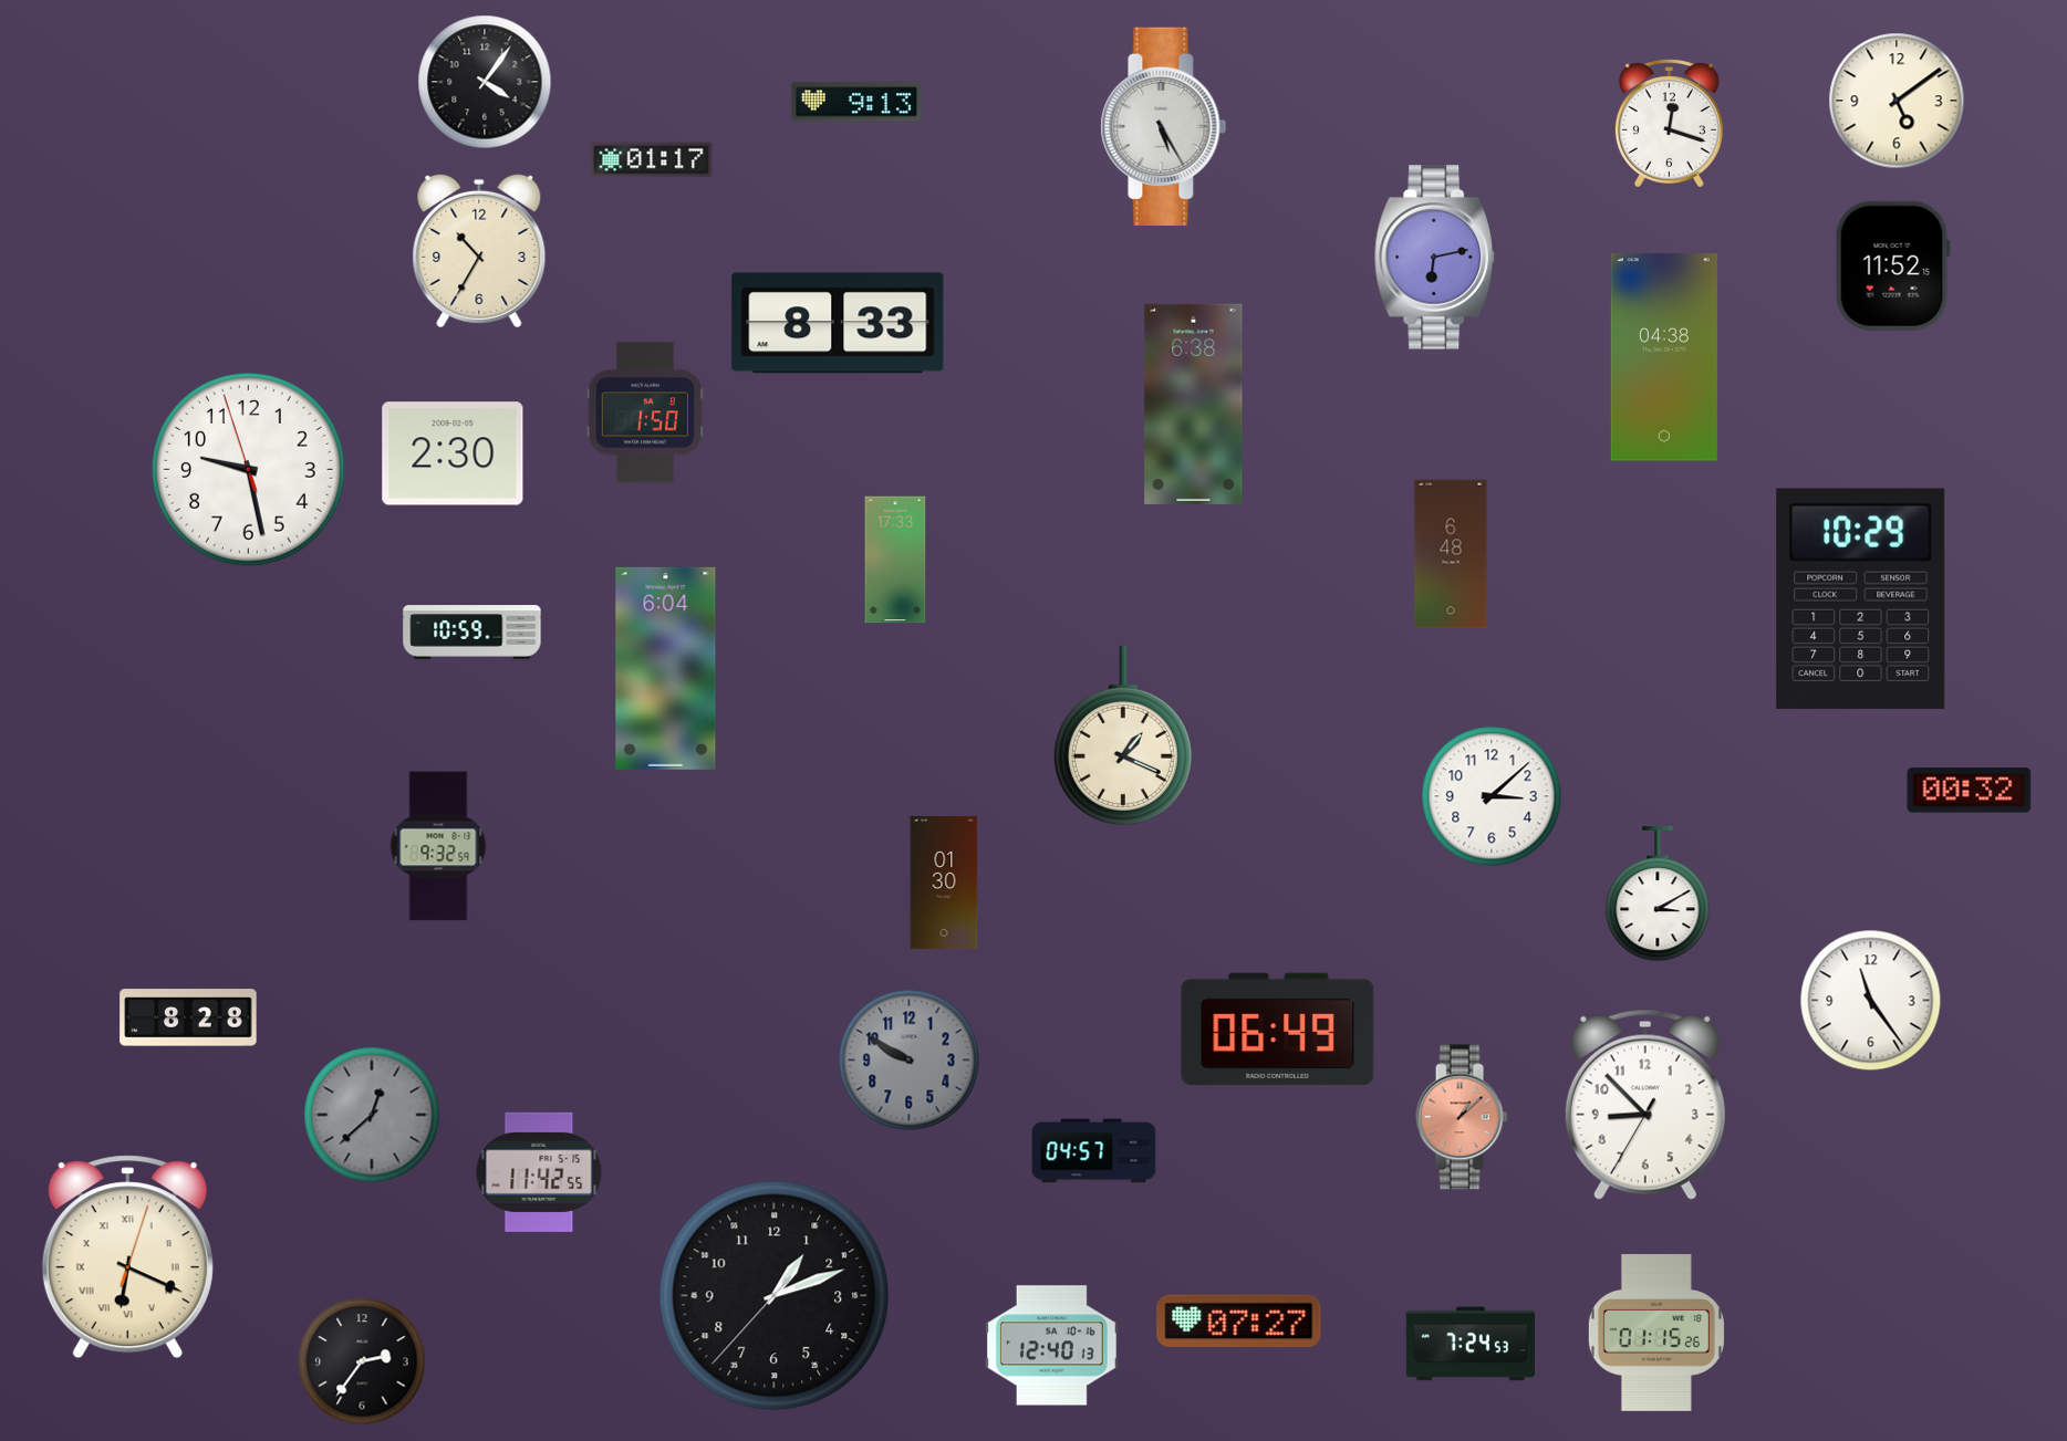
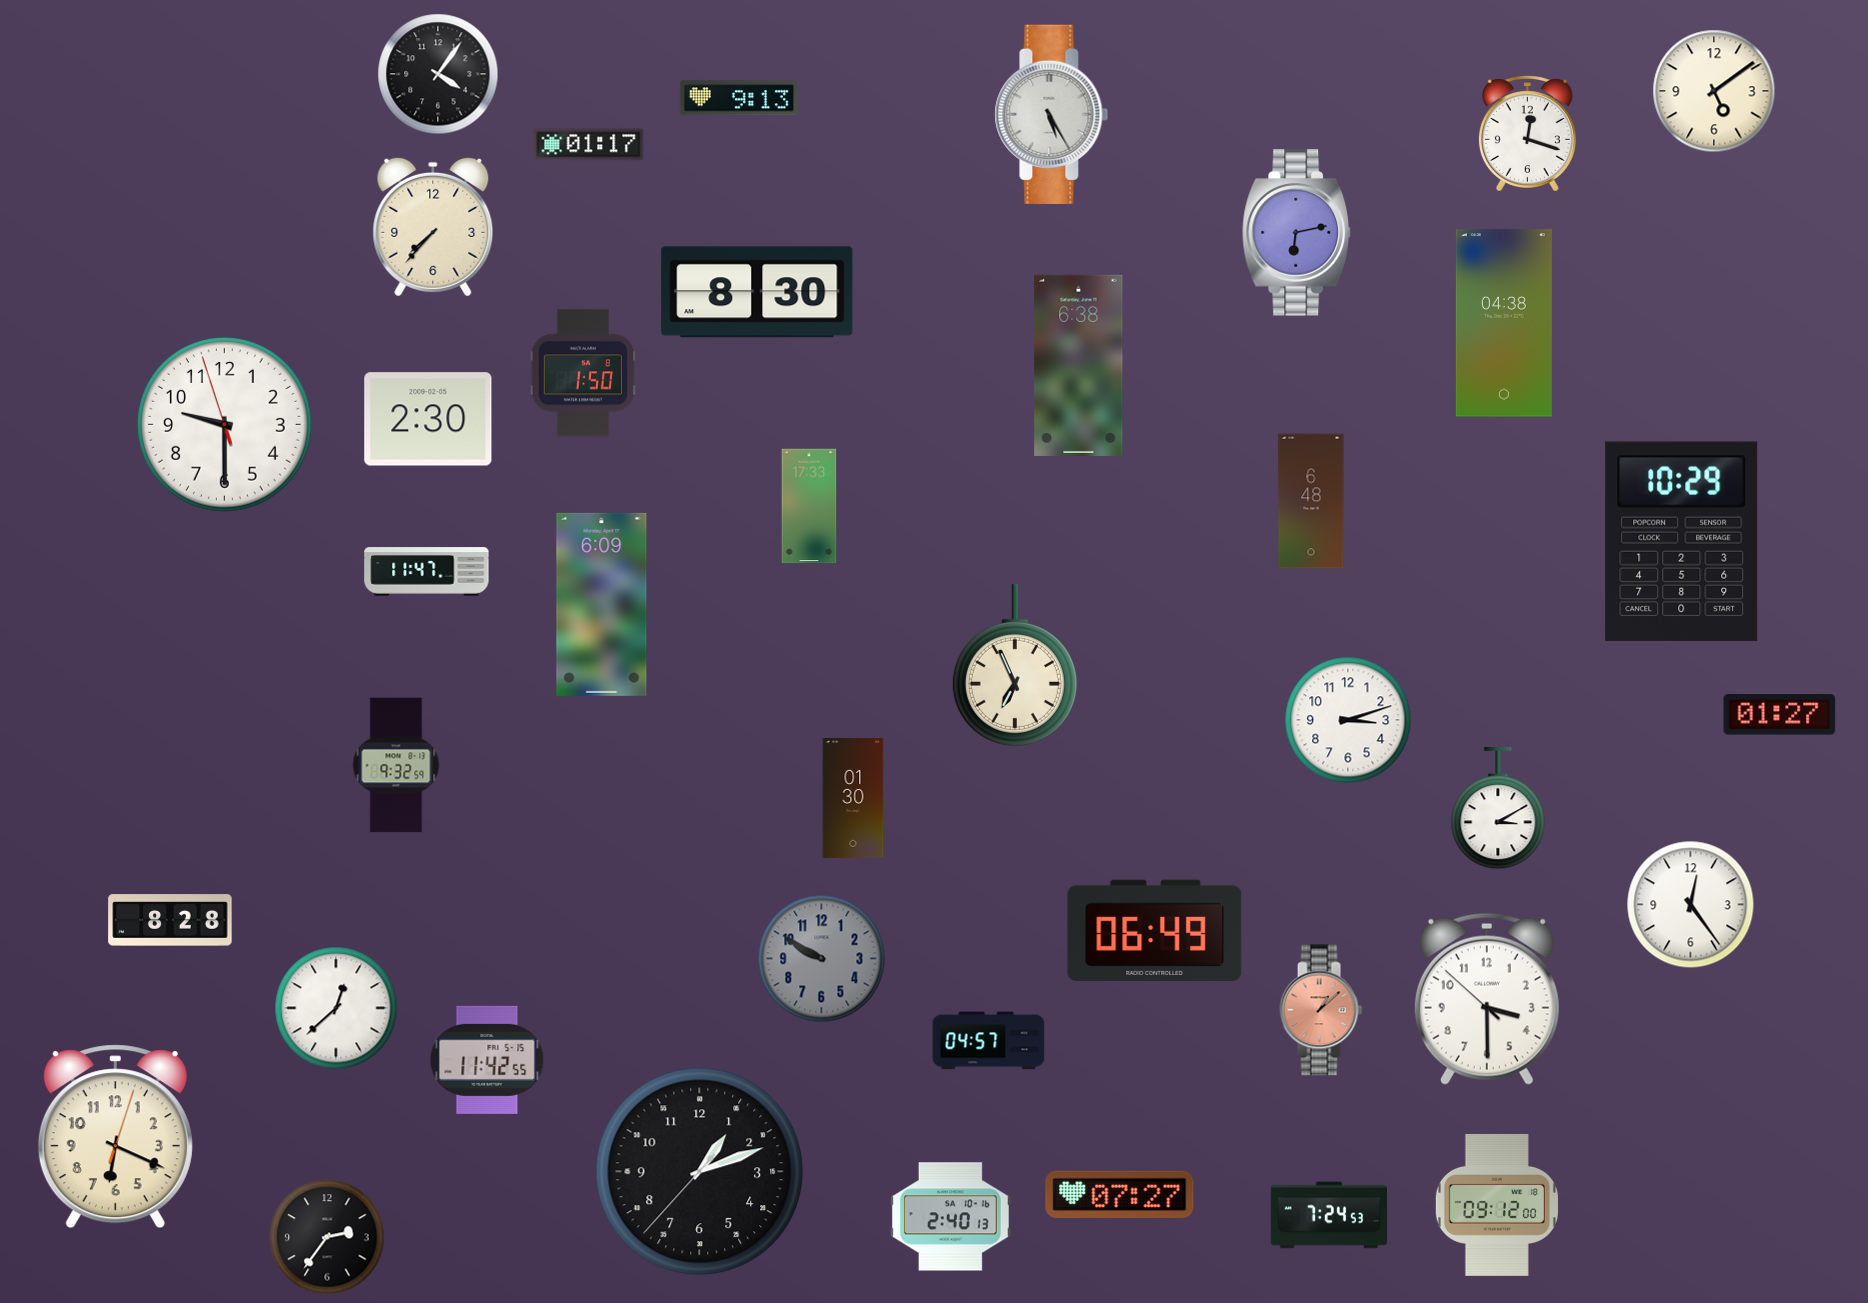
clock at (856, 102) position: (856, 102) -> (739, 98)
clock at (1669, 124) position: (1669, 124) -> (1527, 134)
clock at (479, 251): 10:35 -> 7:37
clock at (1892, 265): 11:52 -> none
clock at (838, 323): 8:33 -> 8:30
clock at (453, 453) position: (453, 453) -> (428, 419)
clock at (248, 469): 9:27 -> 9:29
clock at (472, 633): 10:59 -> 11:47
clock at (666, 668): 6:04 -> 6:09
clock at (1123, 735): 1:19 -> 6:56
clock at (1970, 791): 00:32 -> 01:27
clock at (1492, 796): 3:08 -> 3:12
clock at (1871, 1001): 11:24 -> 12:24
clock at (1645, 1105): 8:52 -> 3:29
clock at (372, 1115) dial: grey -> white
clock at (127, 1257) numerals: Roman -> Arabic
clock at (1656, 1333): 01:15 -> 09:12
clock at (1051, 1346): 12:40 -> 2:40
clock at (362, 1361) position: (362, 1361) -> (327, 1237)
